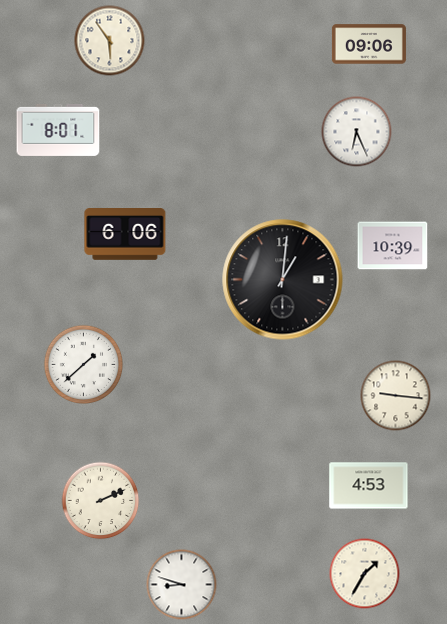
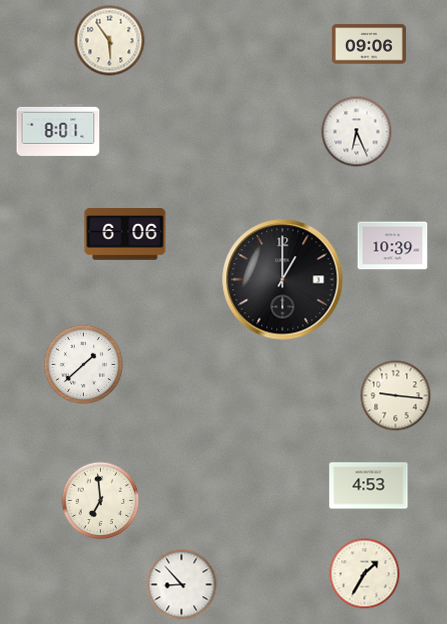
clock at (283, 280): 1:01 -> 1:00
clock at (101, 501): 2:11 -> 6:59
clock at (182, 585): 8:48 -> 8:53
